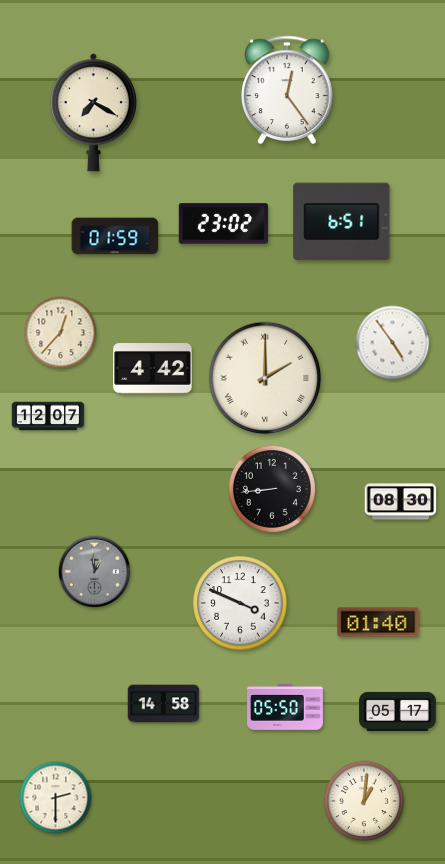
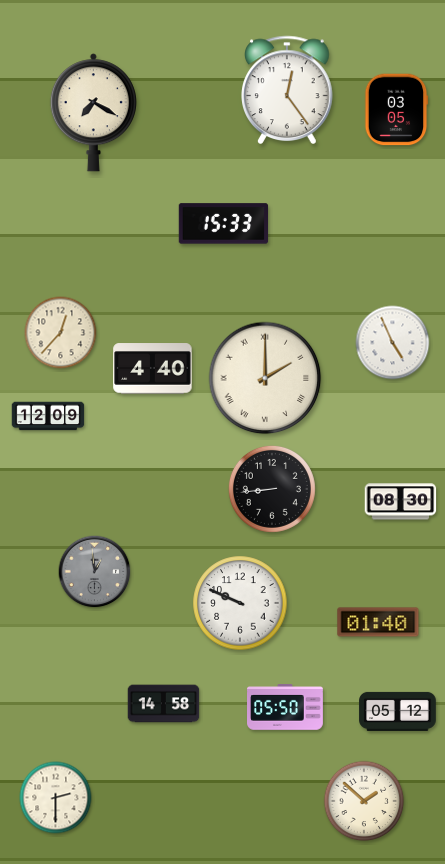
clock at (396, 110): none -> 03:05
clock at (342, 222): 6:51 -> none
clock at (224, 224): 23:02 -> 15:33
clock at (115, 236): 01:59 -> none
clock at (393, 343): 4:54 -> 4:56
clock at (153, 369): 4:42 -> 4:40
clock at (48, 416): 12:07 -> 12:09
clock at (240, 603): 3:49 -> 9:49
clock at (398, 711): 05:17 -> 05:12
clock at (364, 801): 1:01 -> 1:52
